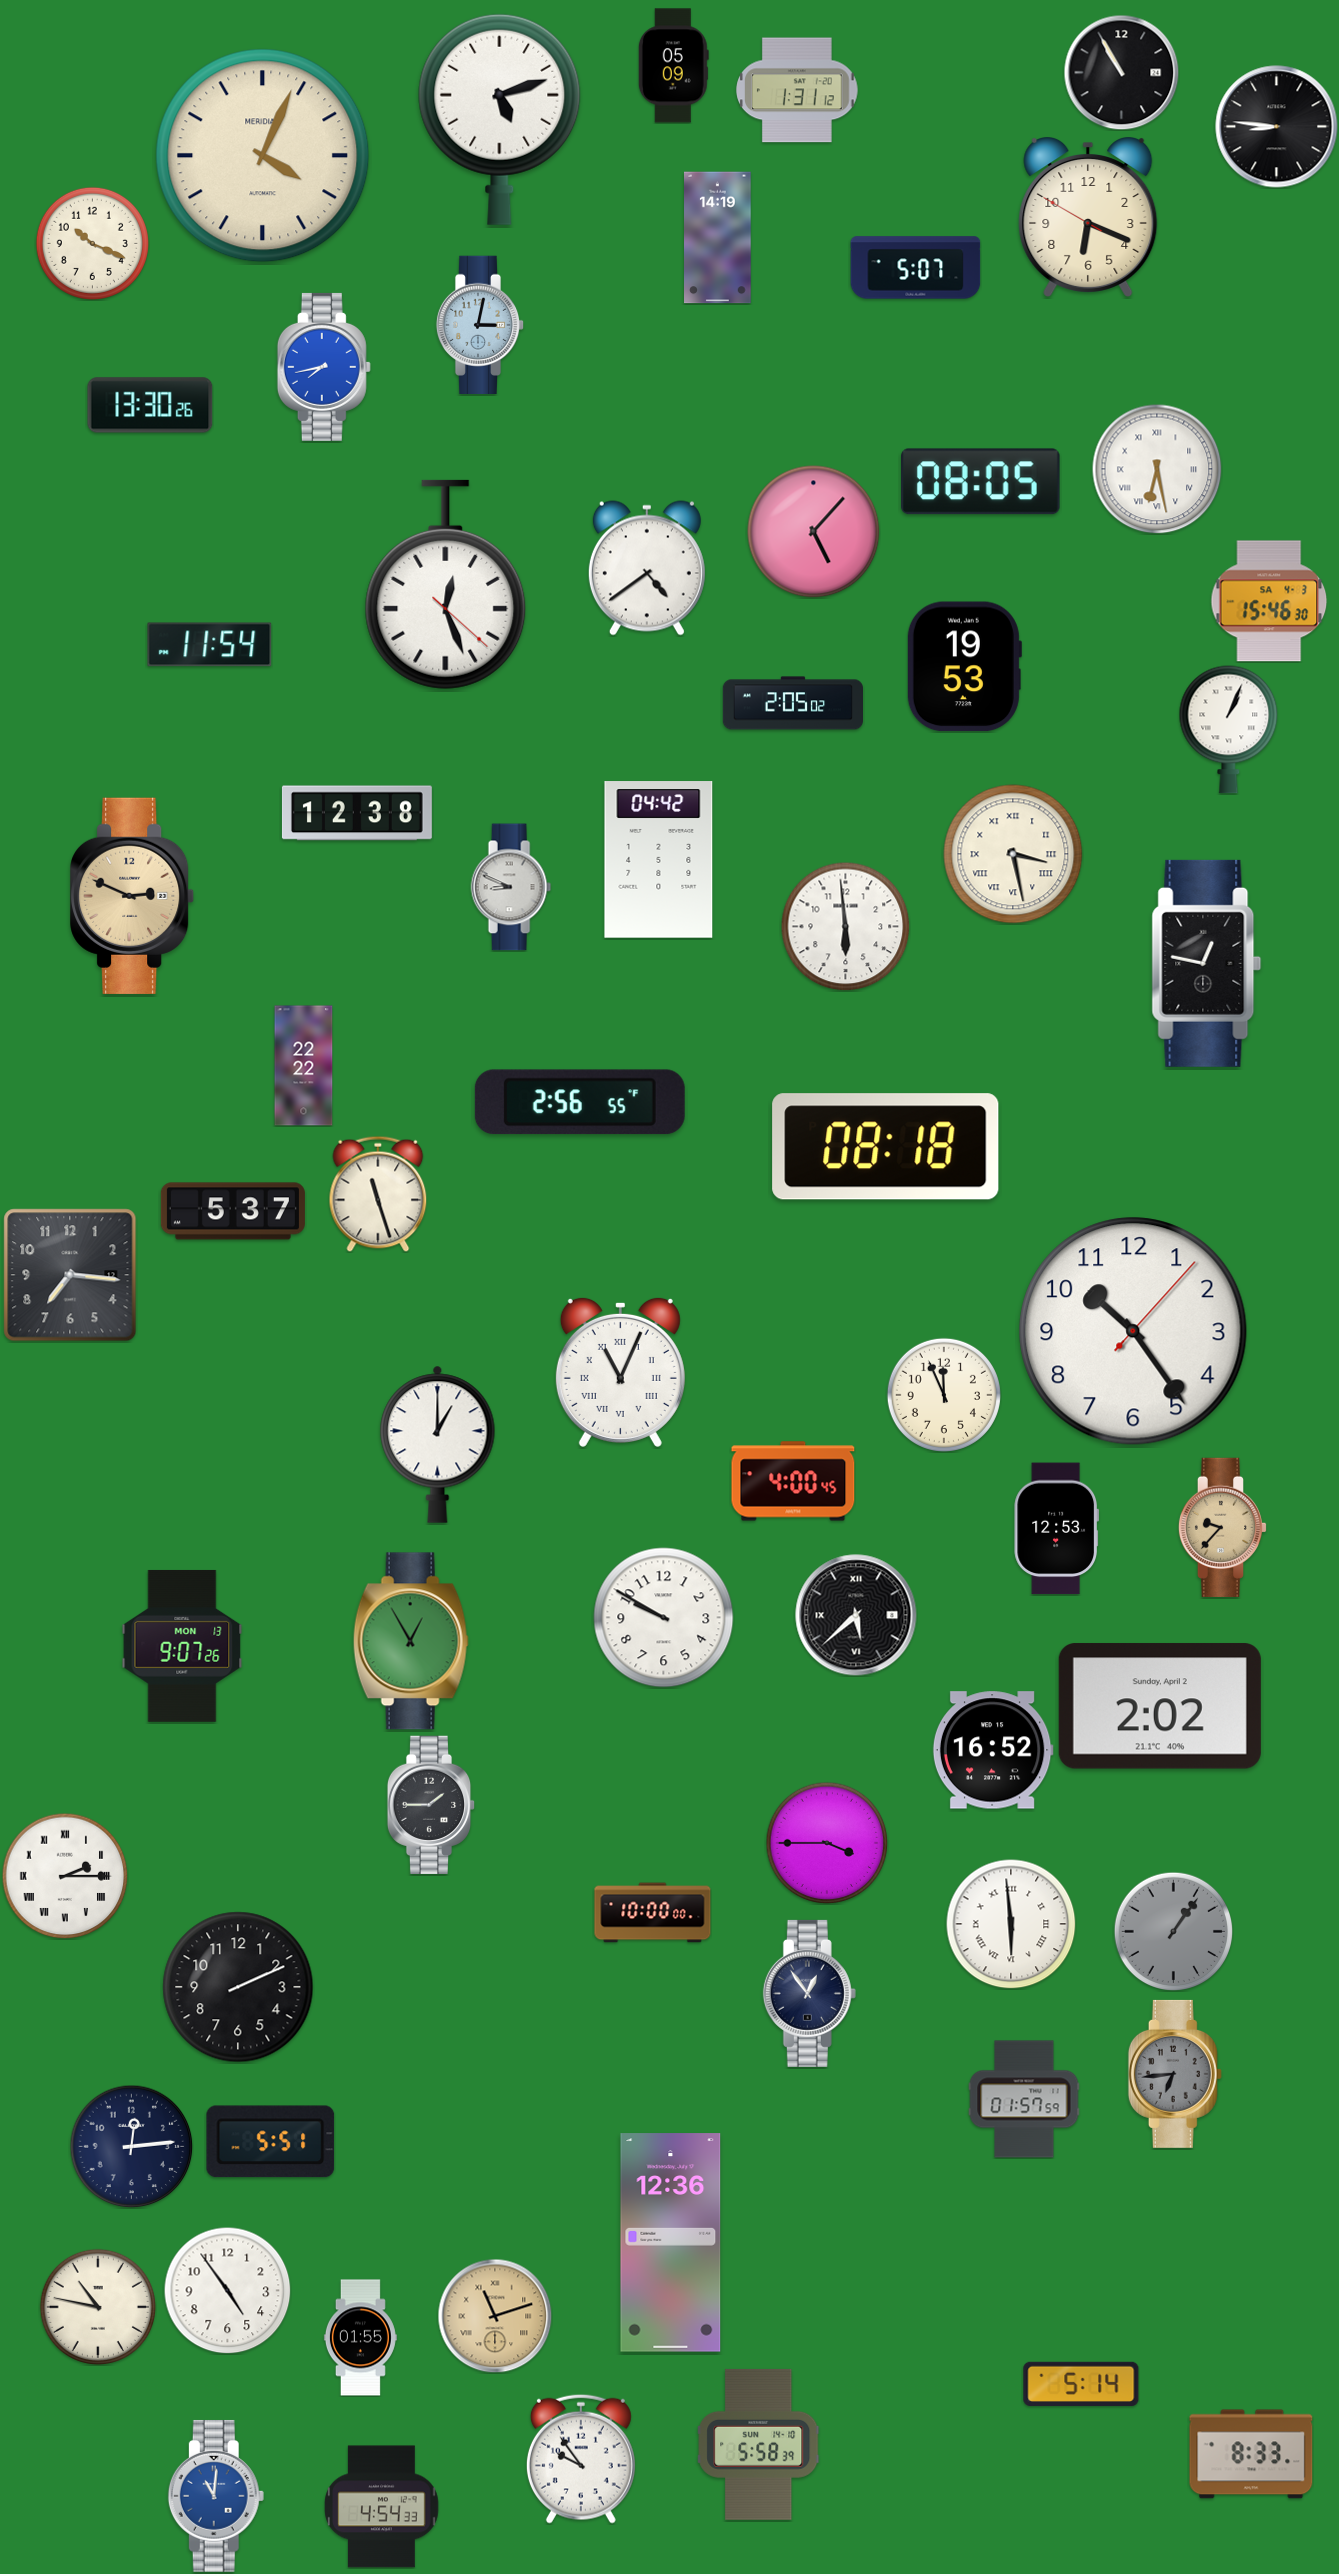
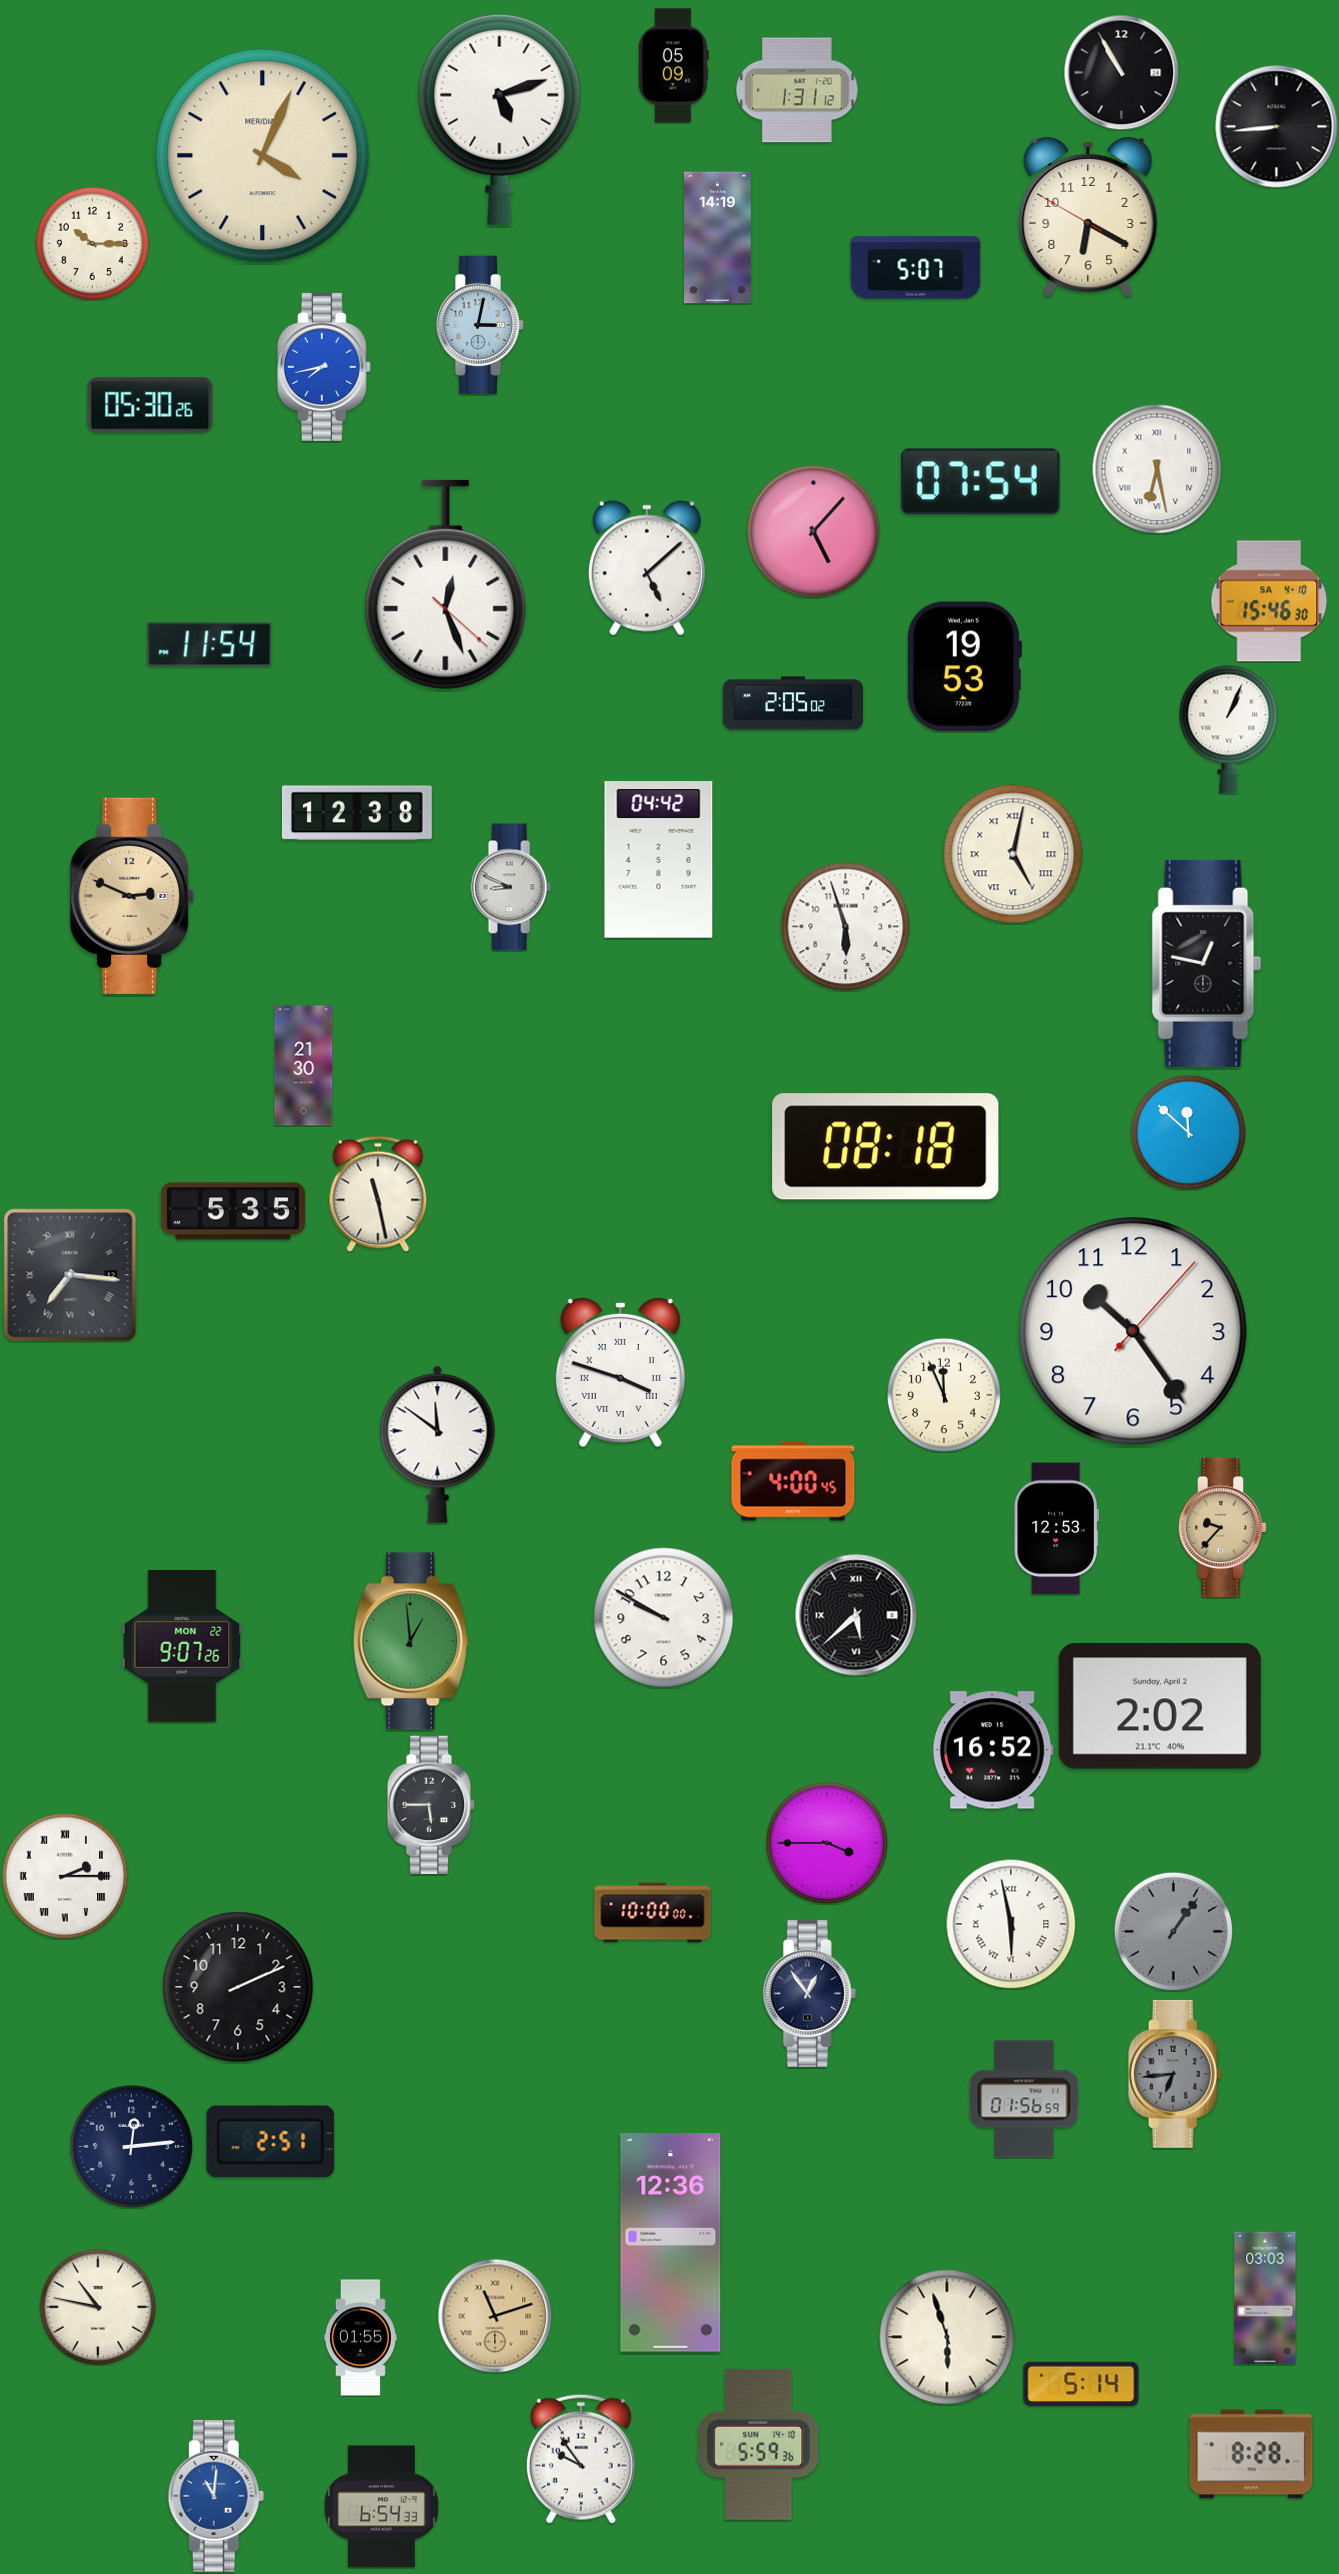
clock at (1277, 127): 8:46 -> 8:44
clock at (1088, 218): 6:18 -> 6:19
clock at (92, 243): 10:19 -> 10:15
clock at (150, 405): 13:30 -> 05:30
clock at (981, 482): 08:05 -> 07:54
clock at (647, 568): 4:39 -> 5:08
clock at (1269, 601) date: SA 4-3 -> SA 4-10
clock at (1013, 854): 3:28 -> 5:02
clock at (845, 926): 5:59 -> 5:57
clock at (304, 1066): 22:22 -> 21:30
clock at (580, 1102): 2:56 -> none
clock at (1188, 1132): none -> 11:52
clock at (378, 1194): 11:27 -> 11:28
clock at (233, 1211): 5:37 -> 5:35
clock at (70, 1275) numerals: Arabic -> Roman
clock at (620, 1372): 11:04 -> 3:48
clock at (438, 1444): 1:00 -> 11:51
clock at (411, 1641): 12:55 -> 12:59
clock at (182, 1646) date: MON 13 -> MON 22
clock at (431, 1804): 1:45 -> 5:45
clock at (1011, 1924): 5:59 -> 5:58
clock at (1024, 2099): 01:57 -> 01:56
clock at (271, 2142): 5:51 -> 2:51
clock at (227, 2290): 4:54 -> none
clock at (1265, 2298): none -> 03:03
clock at (947, 2337): none -> 5:57
clock at (759, 2444): 5:58 -> 5:59
clock at (1251, 2454): 8:33 -> 8:28
clock at (382, 2507): 4:54 -> 6:54
